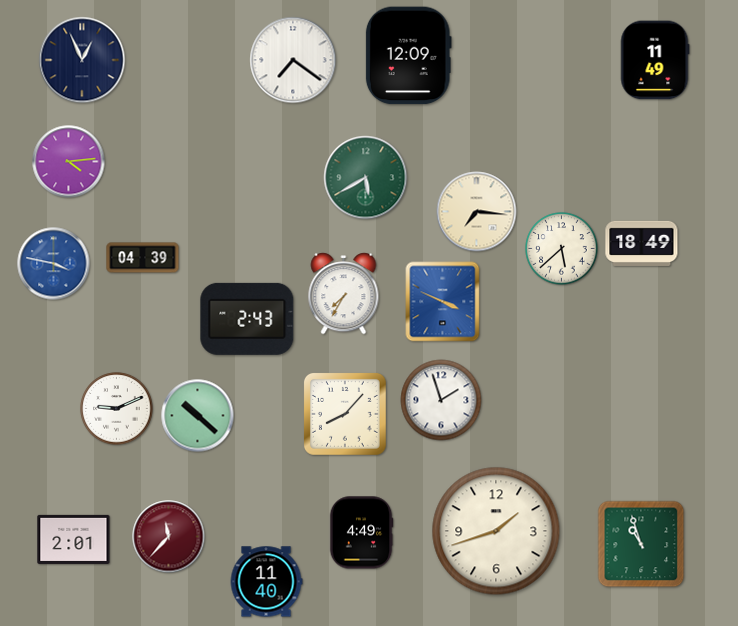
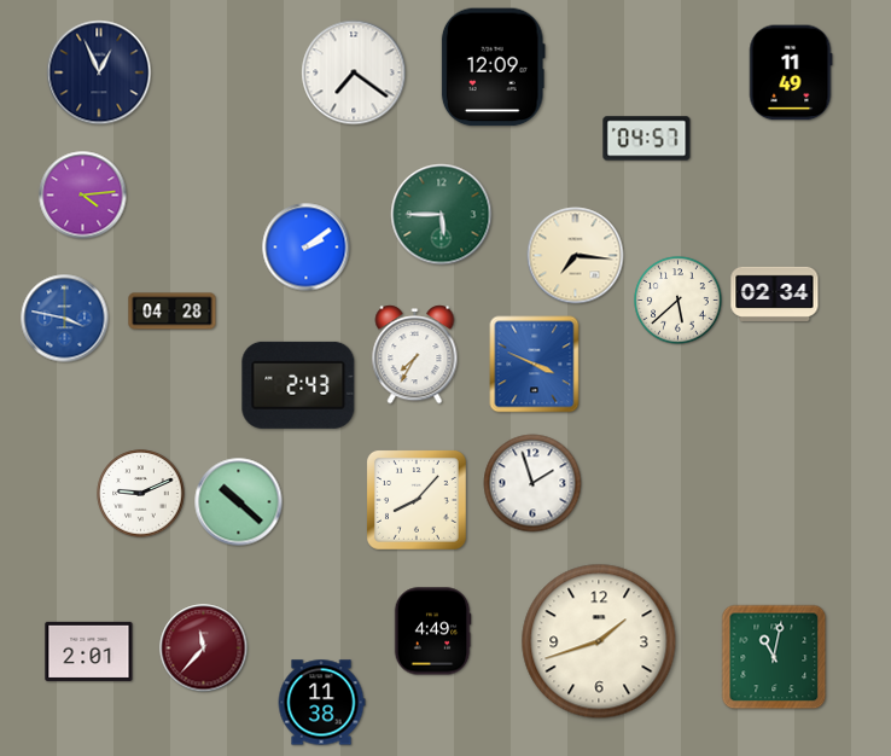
clock at (647, 139): none -> 04:57
clock at (366, 178): 5:40 -> 5:45
clock at (307, 248): none -> 2:09
clock at (642, 243): 18:49 -> 02:34
clock at (143, 258): 04:39 -> 04:28
clock at (361, 533) position: (361, 533) -> (432, 632)
clock at (641, 544): 10:57 -> 11:02
clock at (266, 582): 11:40 -> 11:38
